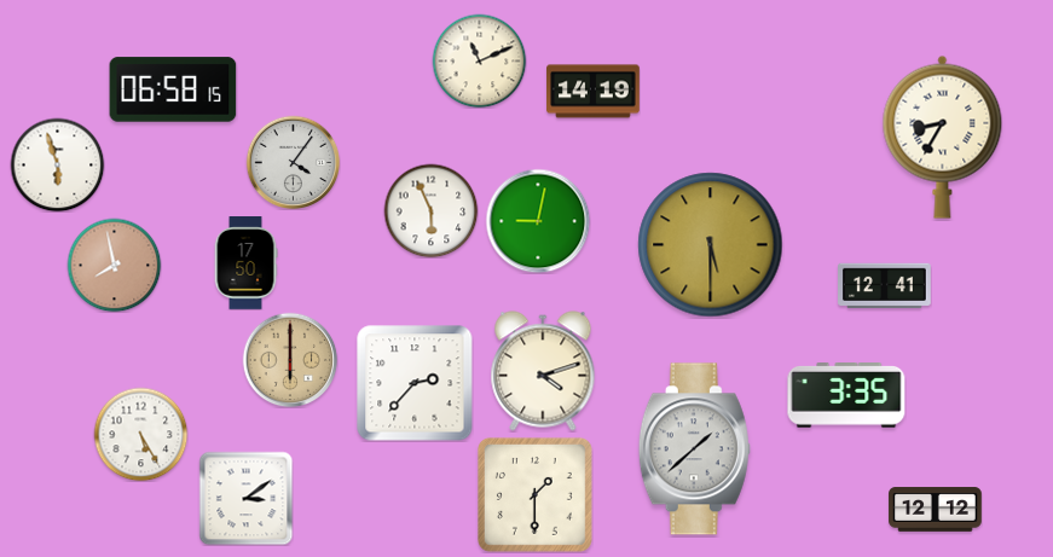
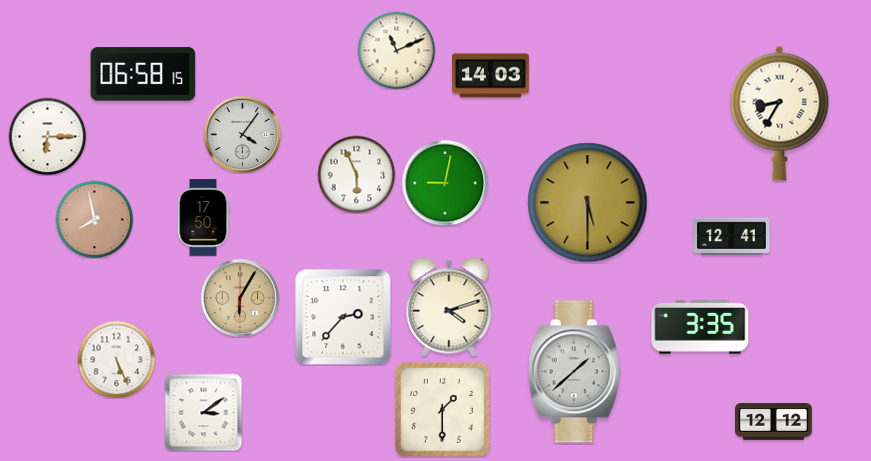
clock at (594, 92): 14:19 -> 14:03
clock at (57, 164): 5:57 -> 6:15
clock at (290, 360): 6:00 -> 6:05
clock at (140, 434): 5:25 -> 5:26
